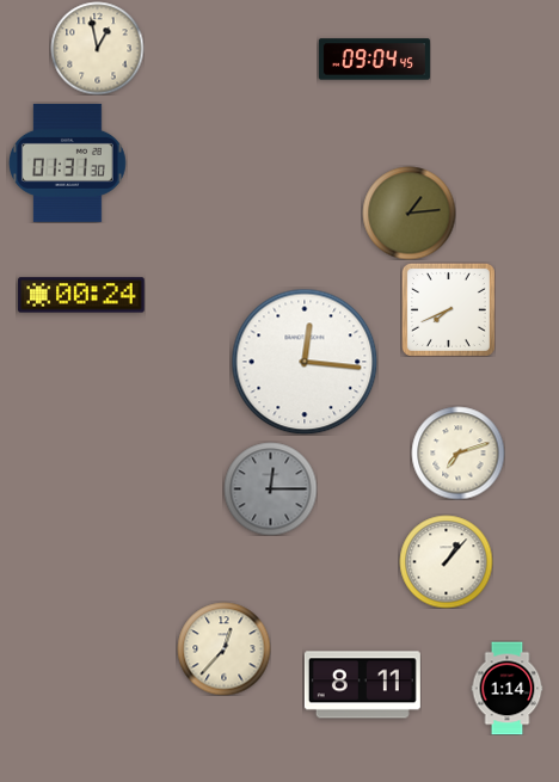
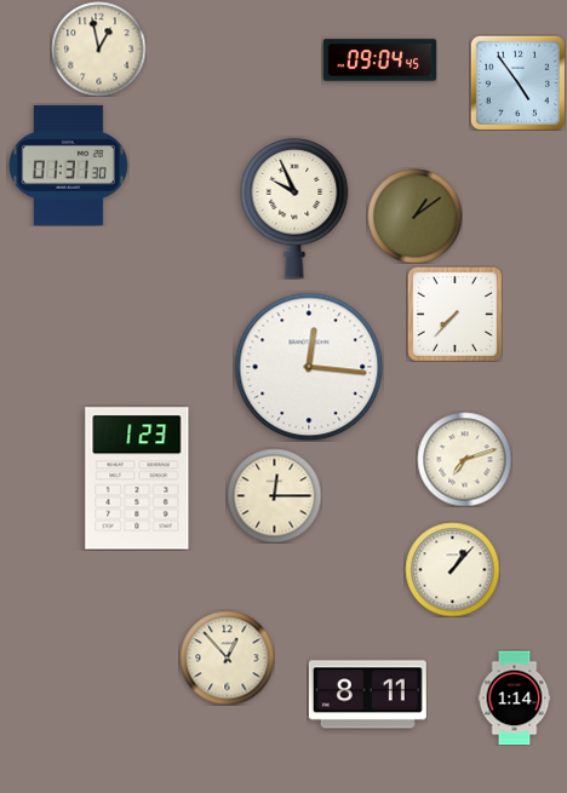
clock at (517, 82): none -> 4:54
clock at (294, 208): none -> 9:56
clock at (408, 213): 1:14 -> 1:09
clock at (81, 295): 00:24 -> none
clock at (448, 309): 7:41 -> 7:37
clock at (137, 478): none -> 1:23
clock at (270, 488) dial: grey -> cream
clock at (223, 648): 12:37 -> 12:53
